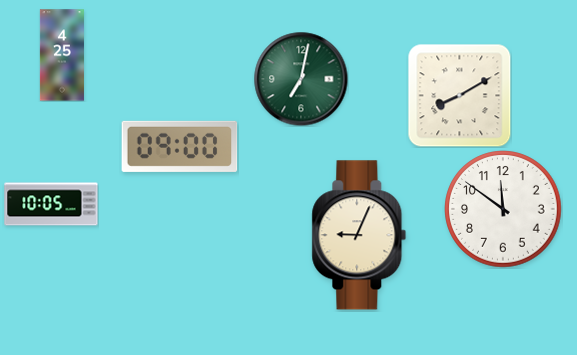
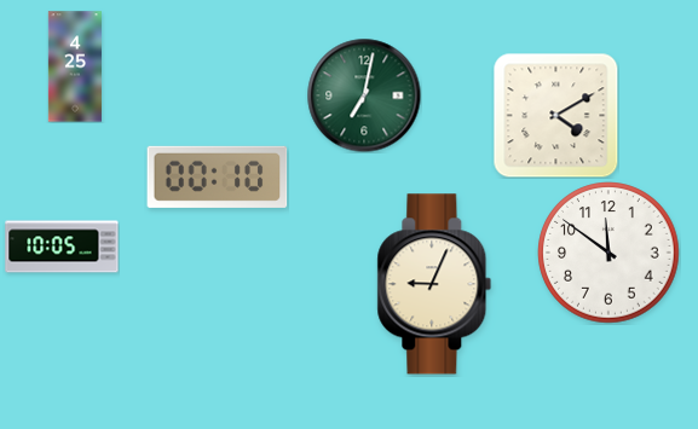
clock at (459, 95): 8:10 -> 4:10
clock at (180, 146): 09:00 -> 00:10
